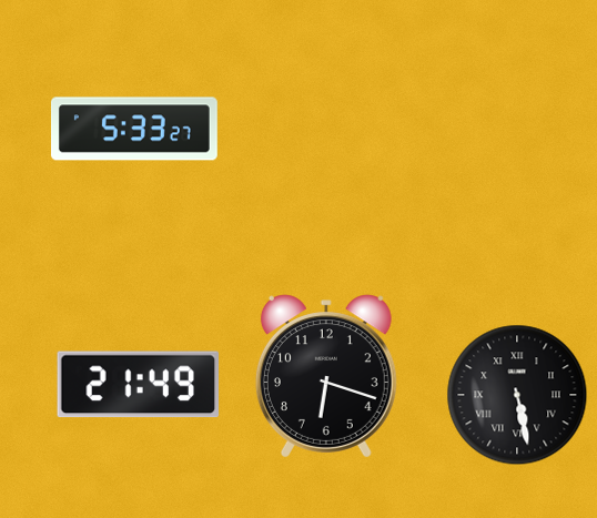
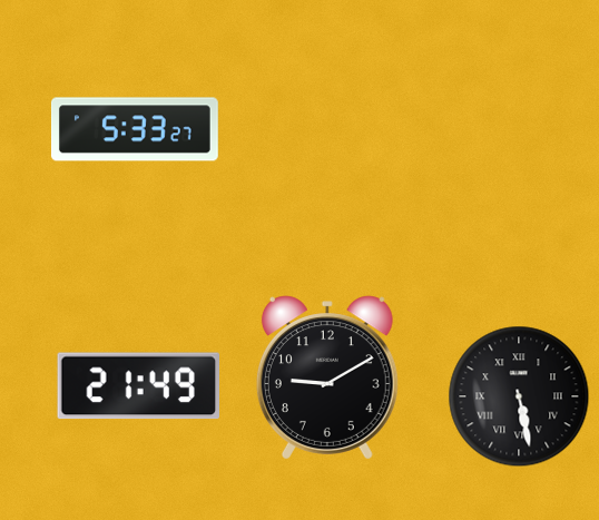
clock at (326, 376): 6:18 -> 9:10
